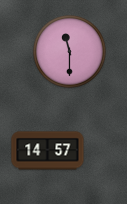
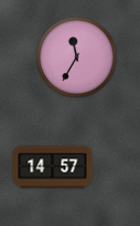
clock at (70, 52): 11:30 -> 11:35
